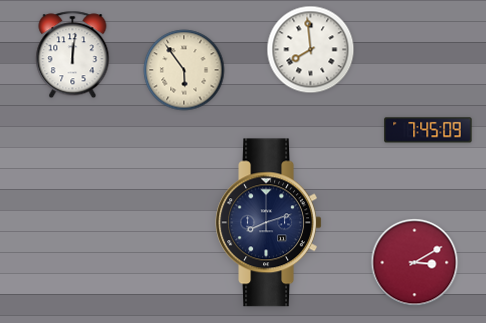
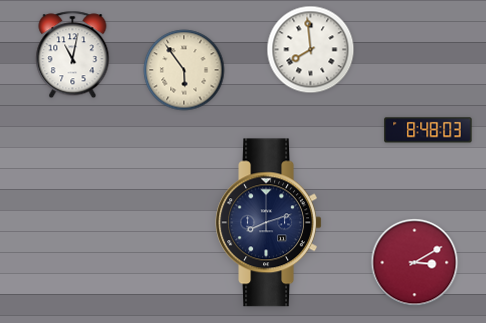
clock at (73, 55): 12:01 -> 11:02
clock at (428, 130): 7:45 -> 8:48
